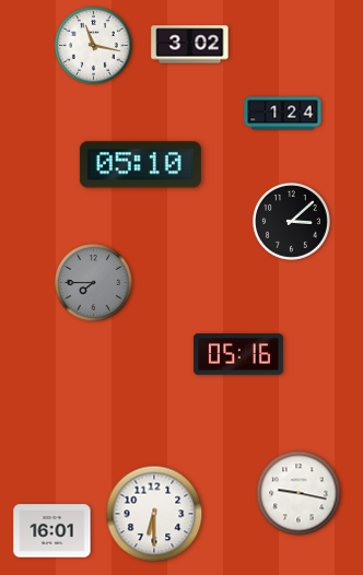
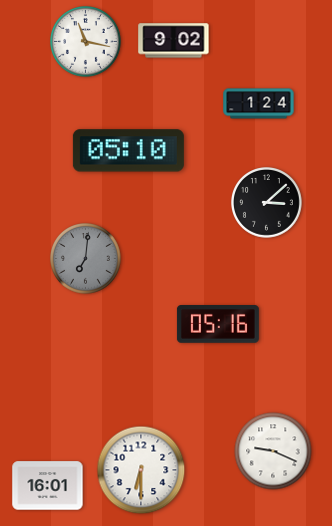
clock at (190, 45): 3:02 -> 9:02
clock at (94, 283): 7:45 -> 7:01
clock at (298, 493): 9:17 -> 9:19
